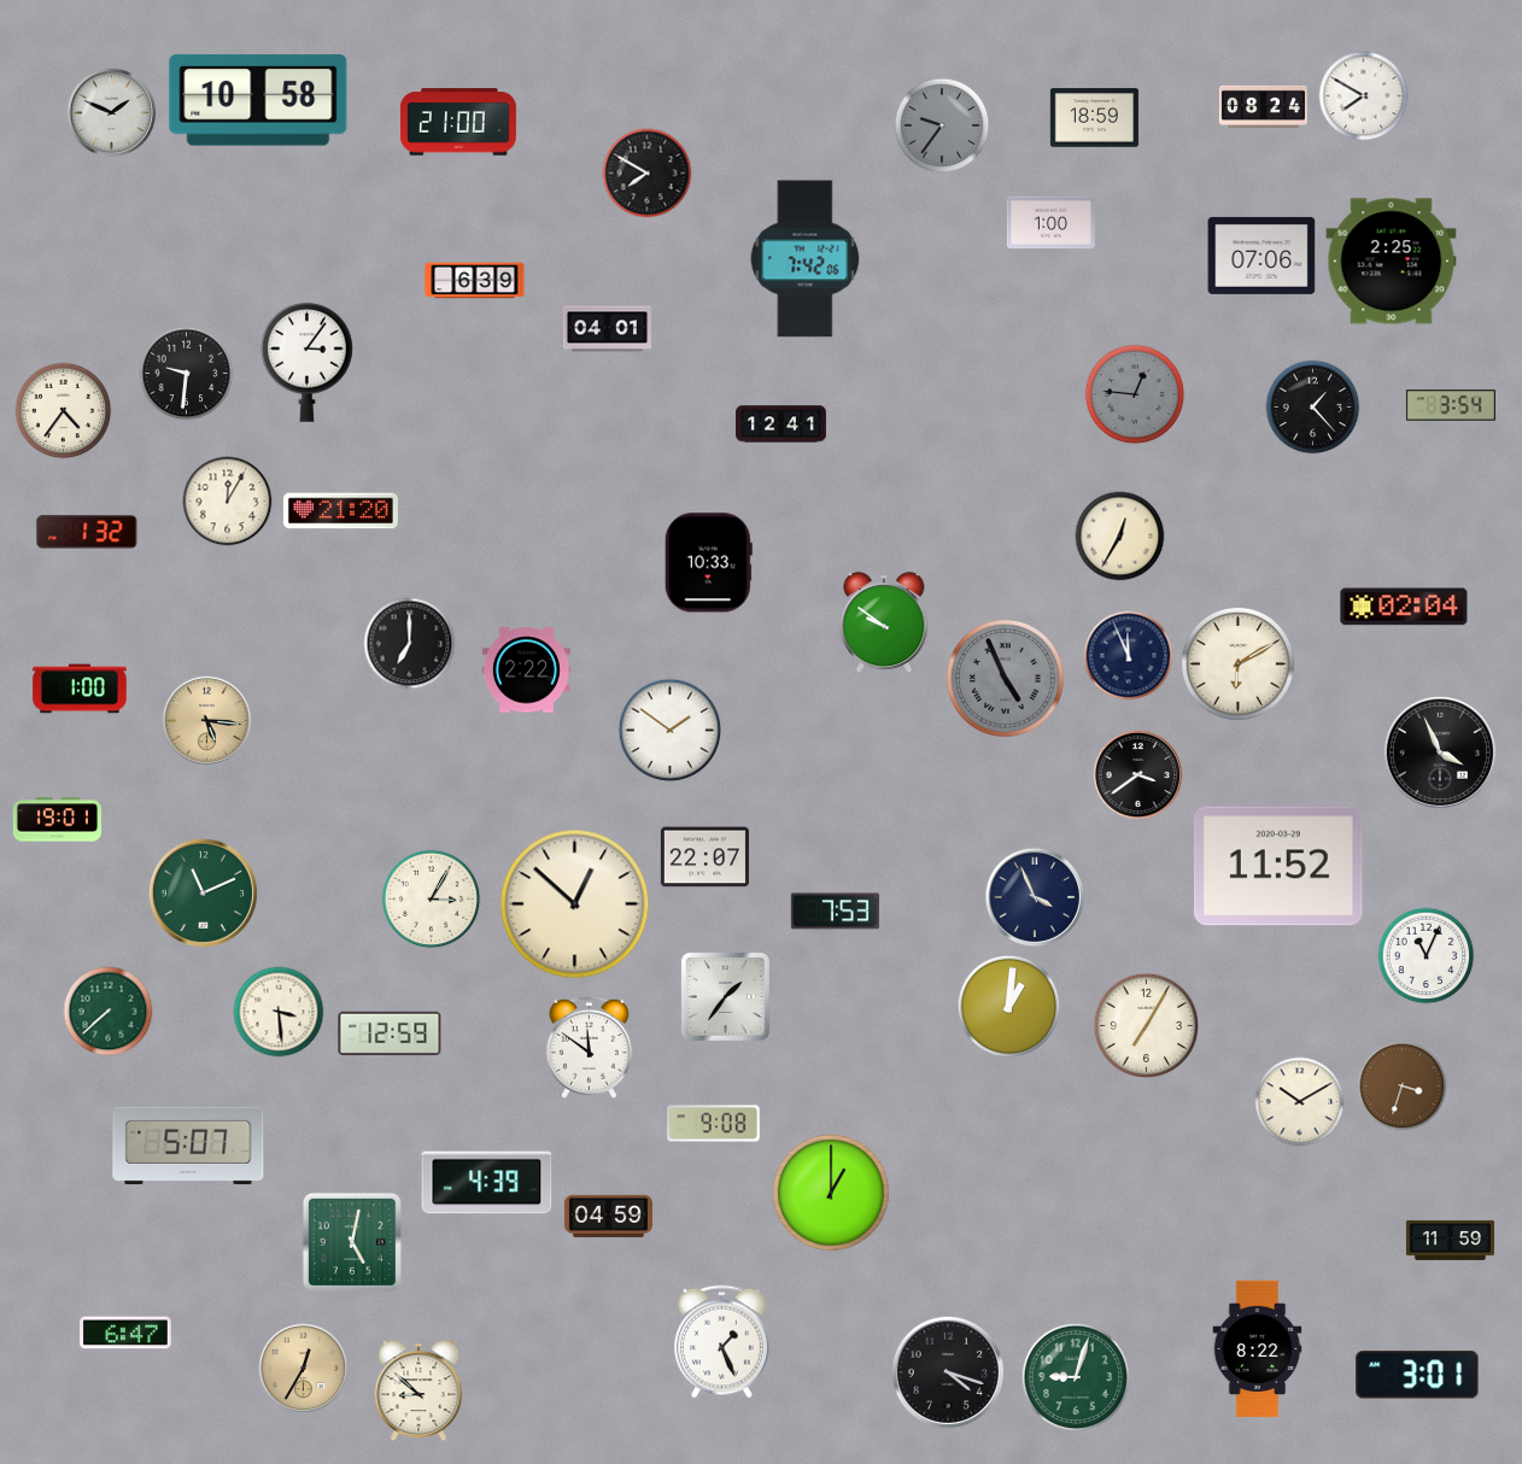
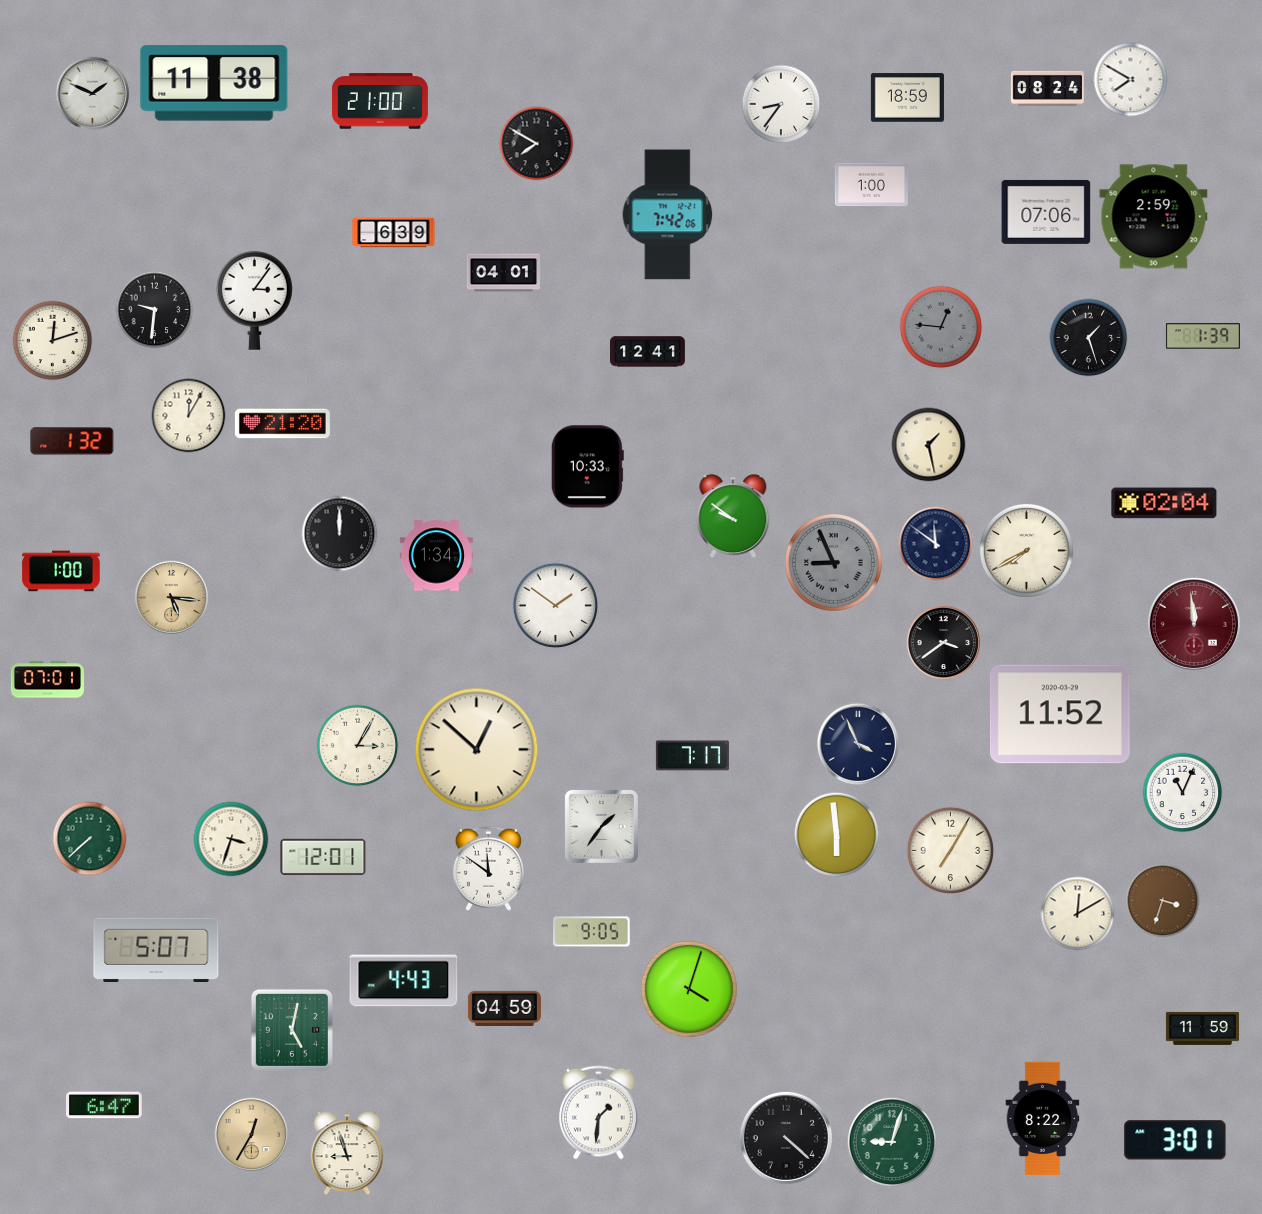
clock at (258, 100): 10:58 -> 11:38
clock at (942, 125): 9:36 -> 8:36
clock at (942, 125) dial: grey -> white
clock at (1392, 262): 2:25 -> 2:59
clock at (1451, 405): 3:54 -> 1:39
clock at (1313, 408): 1:23 -> 1:27
clock at (64, 411): 4:36 -> 12:12
clock at (1120, 537): 12:35 -> 1:28
clock at (410, 644): 7:00 -> 12:00
clock at (1129, 656): 11:56 -> 11:51
clock at (1237, 663): 6:10 -> 7:40
clock at (526, 670): 2:22 -> 1:34
clock at (1005, 678): 4:56 -> 8:56
clock at (80, 689) position: (80, 689) -> (61, 571)
clock at (1440, 753): 3:56 -> 11:59
clock at (1440, 753) dial: black -> burgundy
clock at (57, 820): 19:01 -> 07:01
clock at (704, 857): 22:07 -> none
clock at (1278, 866) position: (1278, 866) -> (1060, 714)
clock at (203, 892): 11:11 -> none
clock at (835, 912): 7:53 -> 7:17
clock at (1009, 1007): 1:01 -> 5:59
clock at (279, 1012): 3:29 -> 3:33
clock at (390, 1032): 12:59 -> 12:01
clock at (1300, 1102): 10:10 -> 12:10
clock at (714, 1124): 9:08 -> 9:05
clock at (487, 1183): 4:39 -> 4:43
clock at (831, 1193): 1:00 -> 4:03
clock at (722, 1342): 1:26 -> 1:31
clock at (948, 1372): 4:18 -> 4:22
clock at (418, 1392): 8:52 -> 8:57
